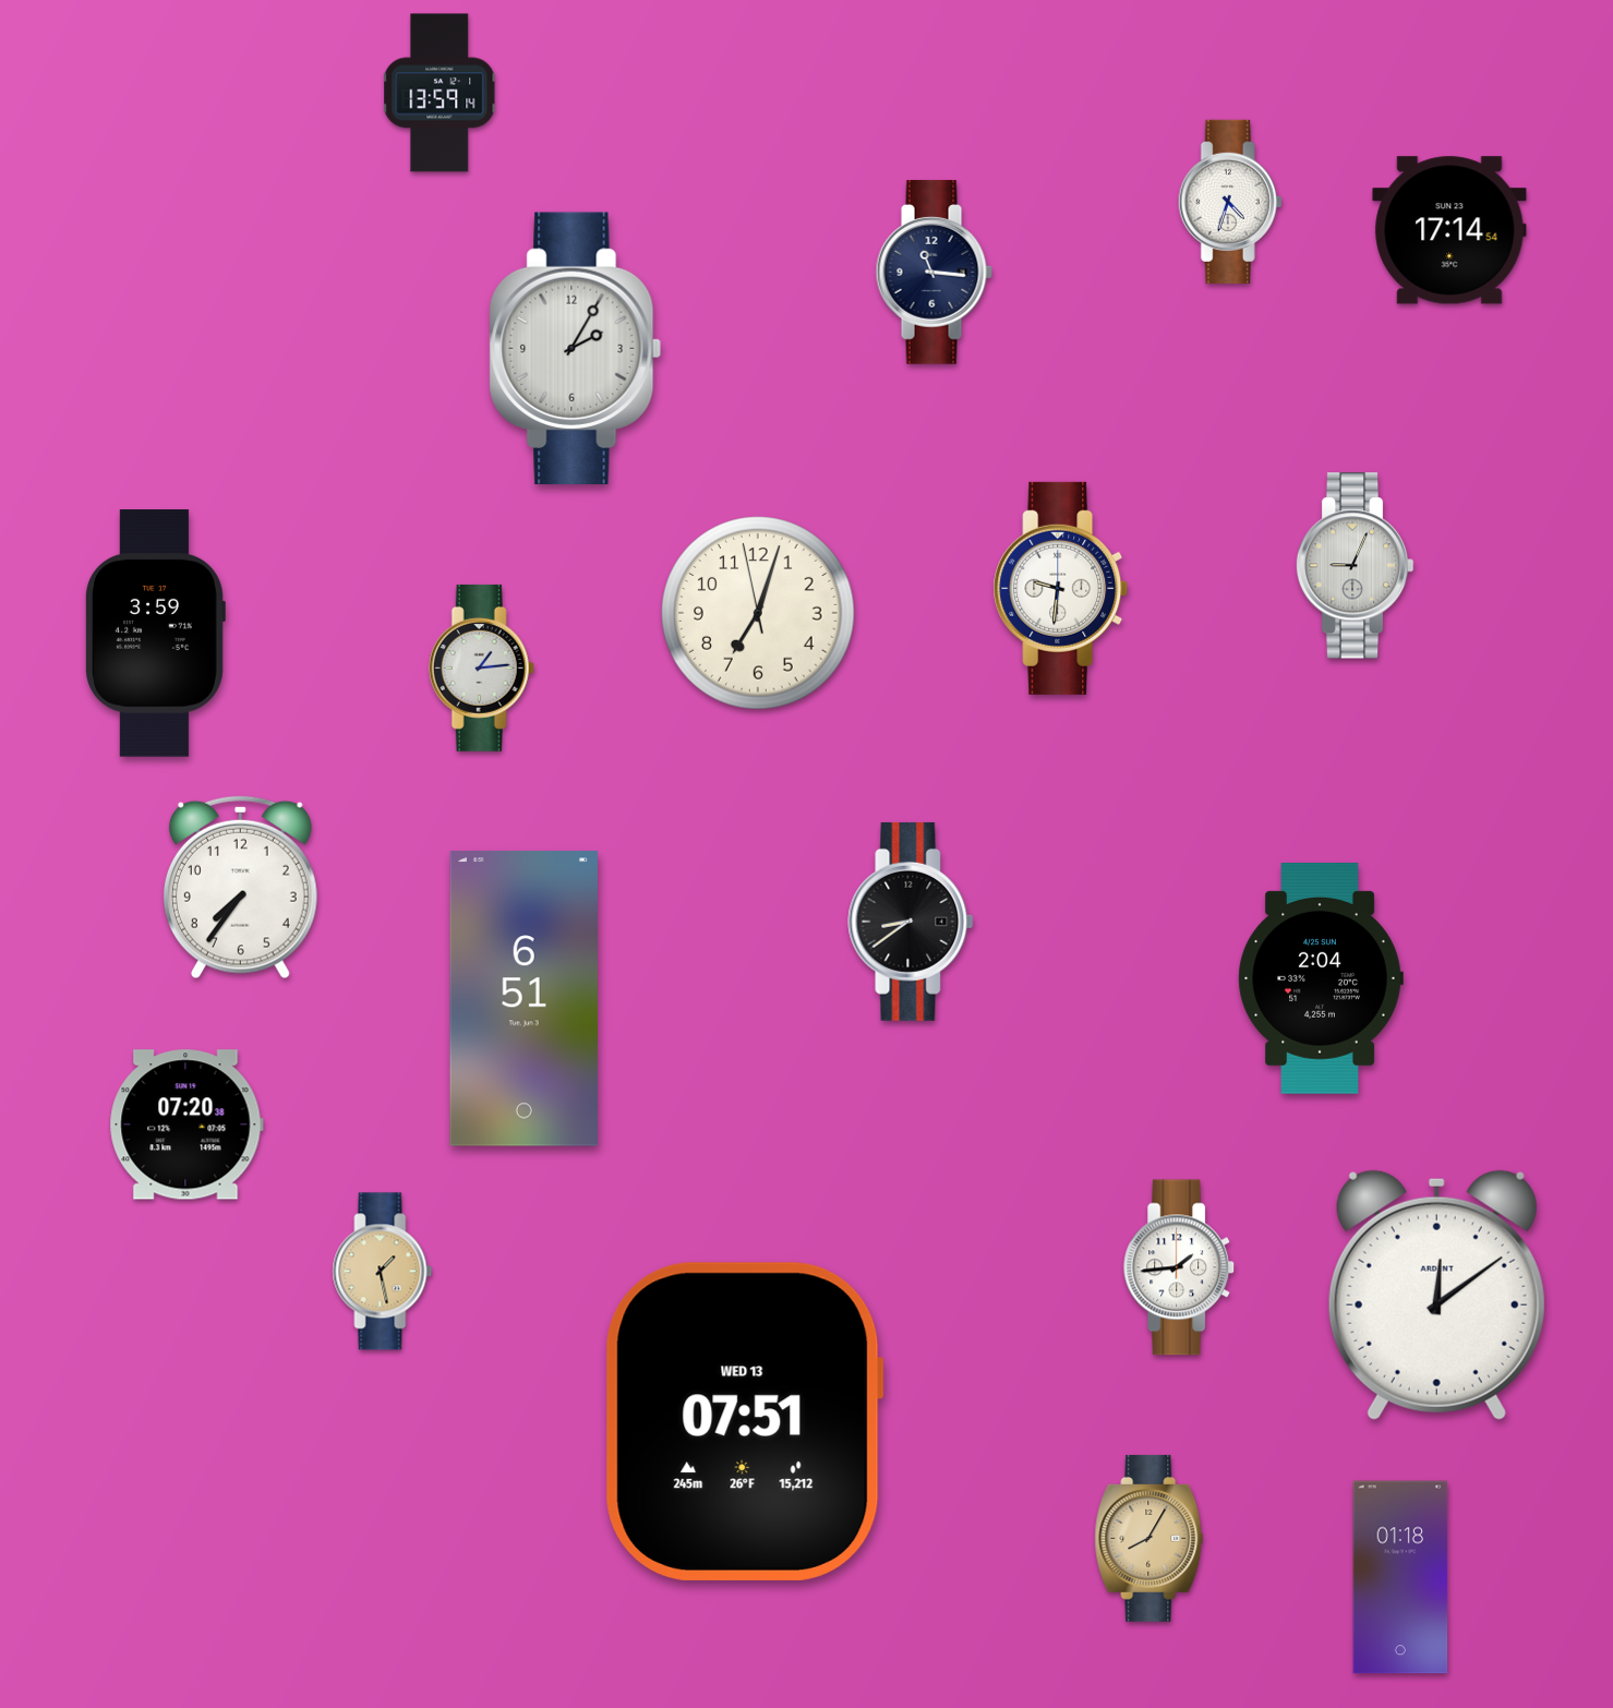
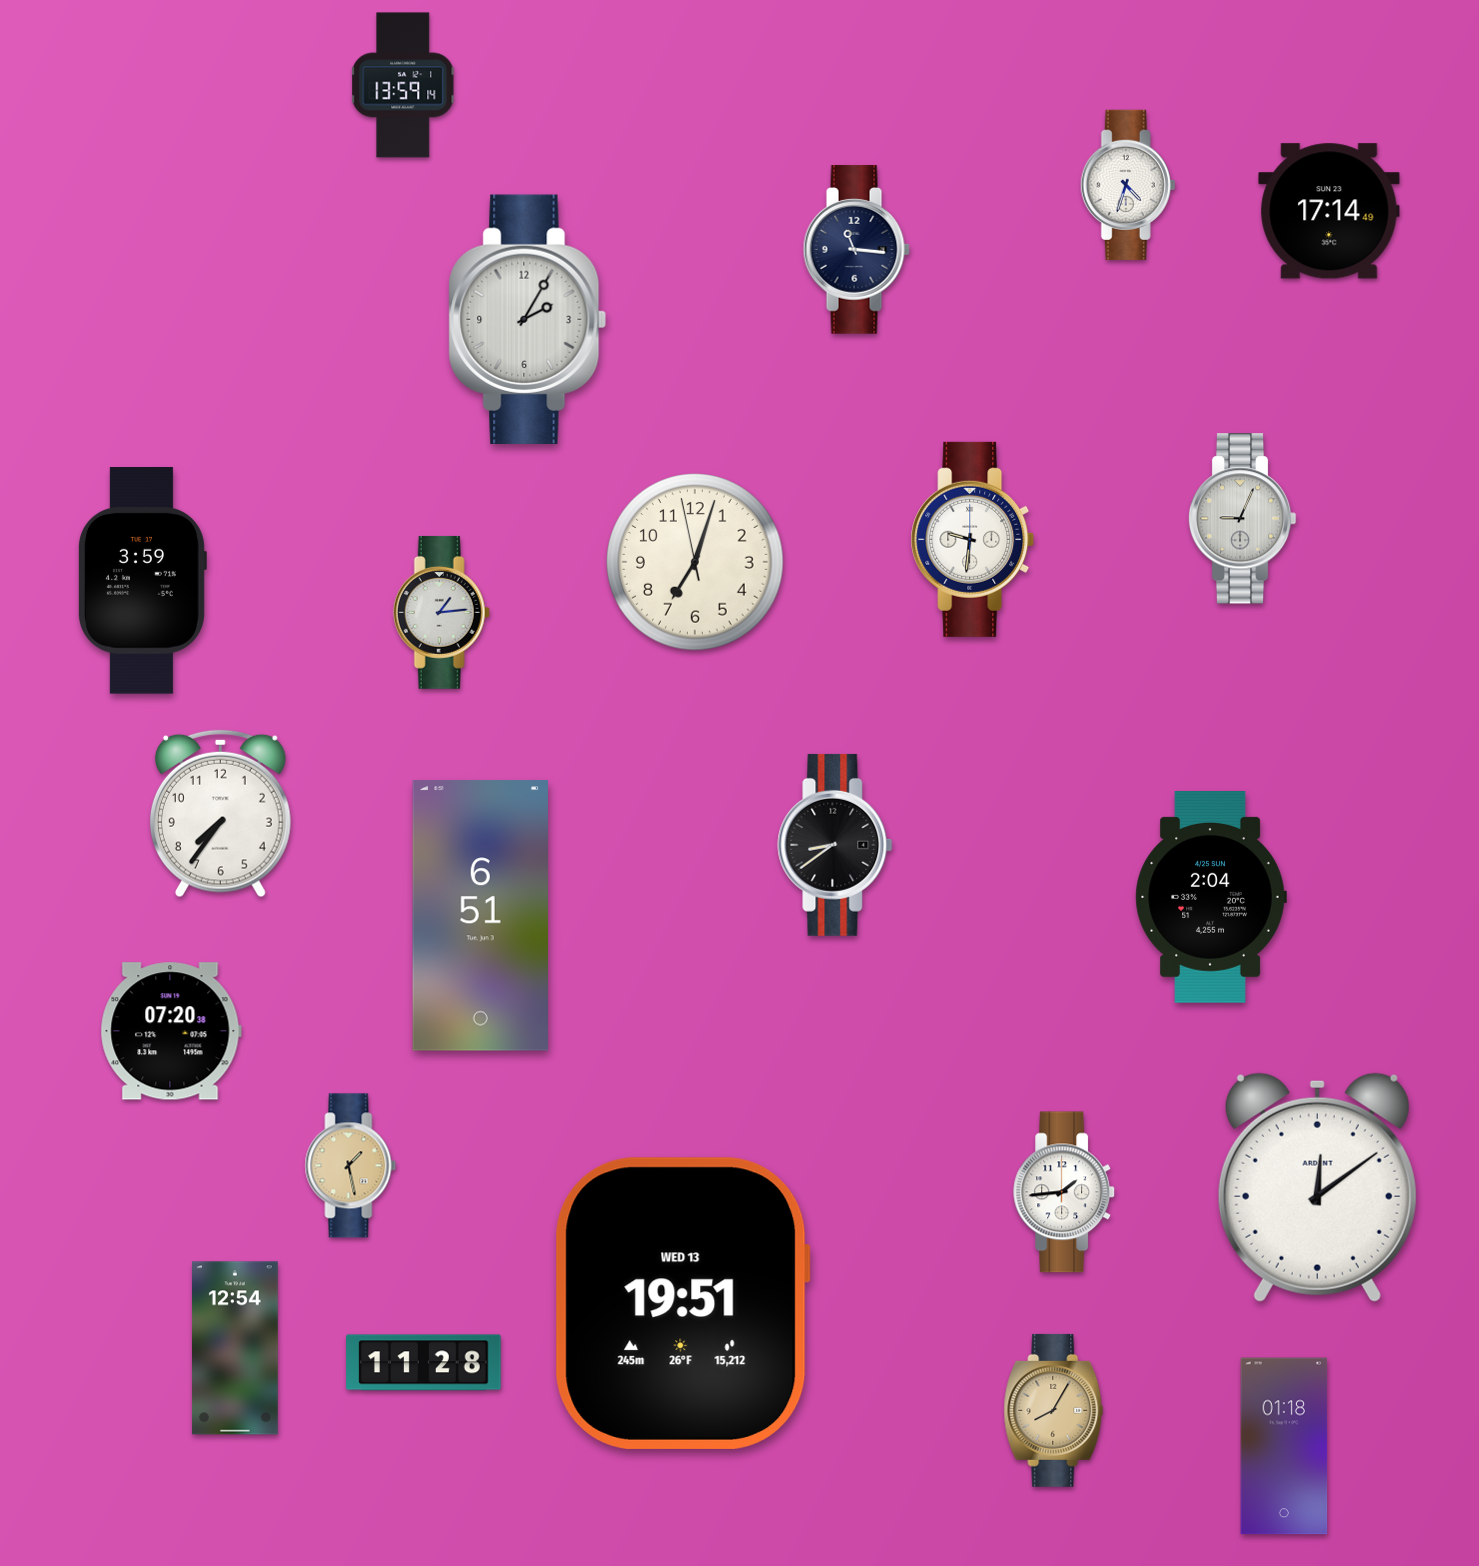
clock at (1449, 230): 17:14:54 -> 17:14:49
clock at (1180, 1267) position: (1180, 1267) -> (1065, 1192)
clock at (744, 1421): 07:51 -> 19:51
clock at (235, 1348): none -> 12:54
clock at (424, 1363): none -> 11:28
